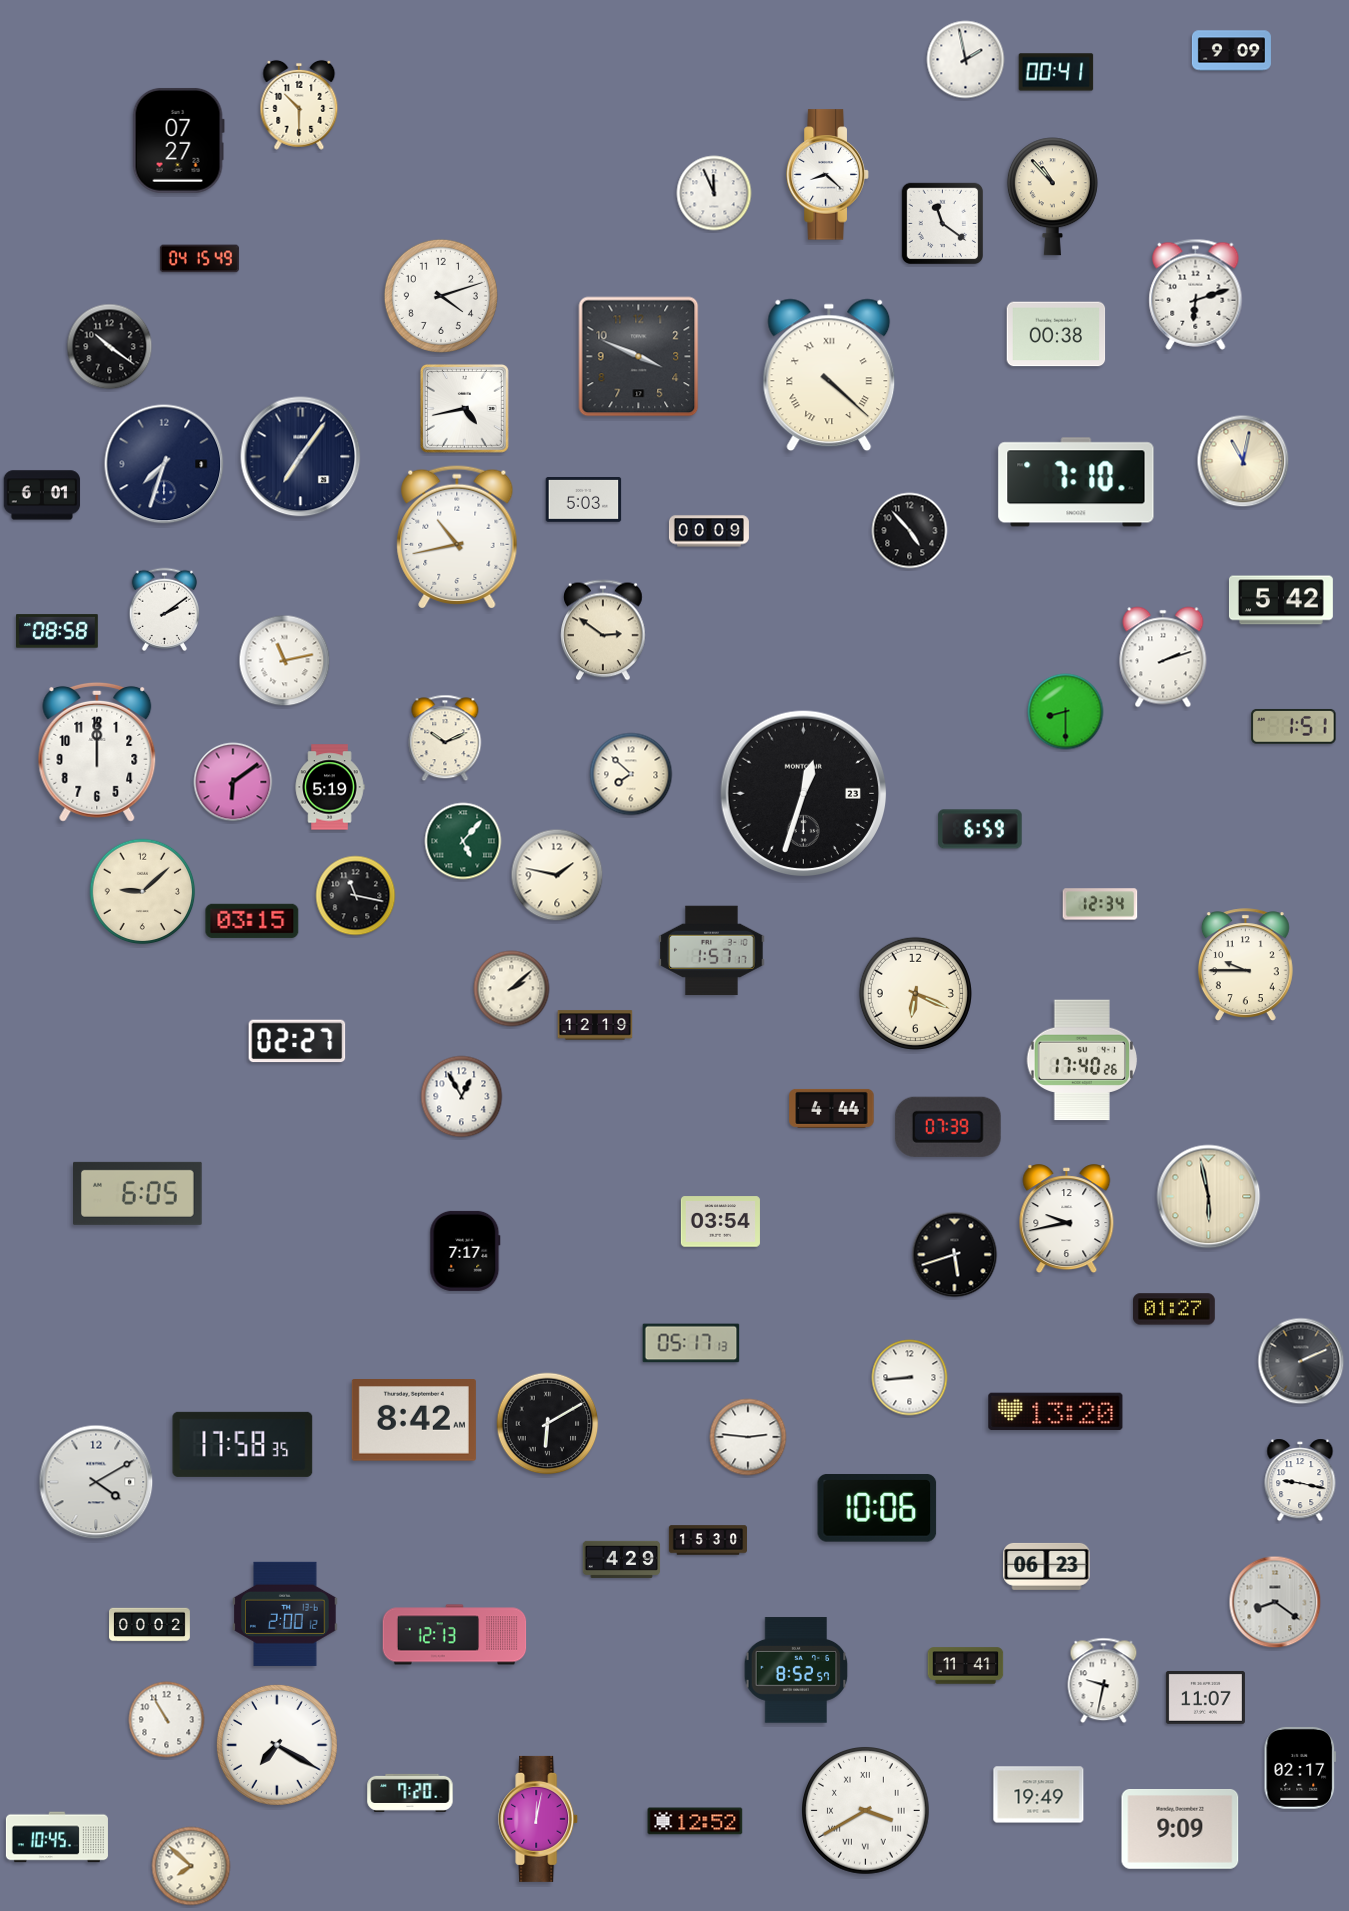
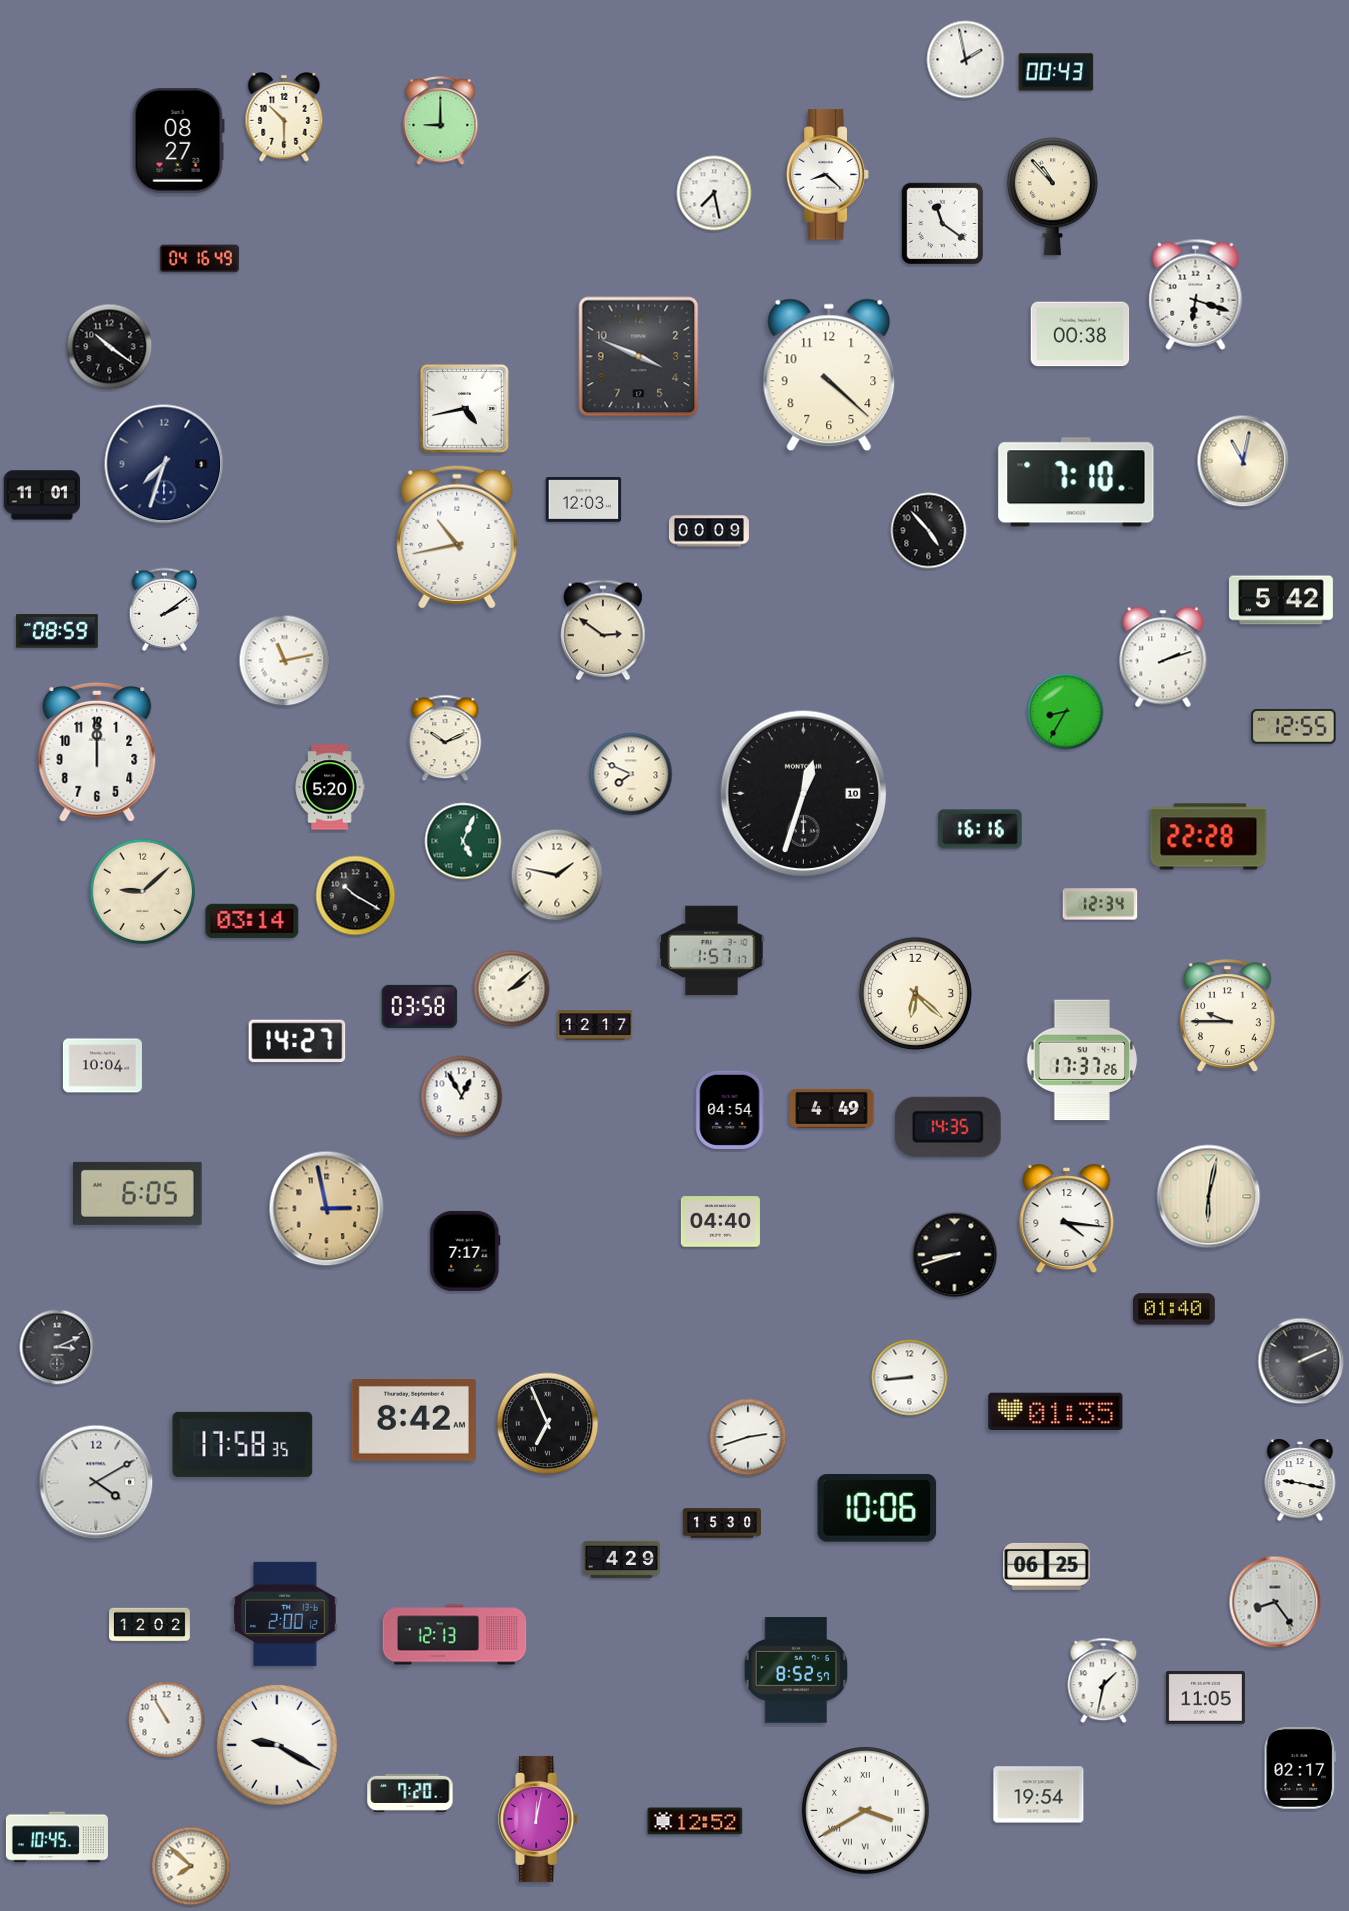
clock at (1231, 51): 9:09 -> none
clock at (1056, 72): 00:41 -> 00:43
clock at (299, 105) position: (299, 105) -> (284, 117)
clock at (441, 121): none -> 9:00
clock at (178, 140): 07:27 -> 08:27
clock at (714, 193): 11:56 -> 7:28
clock at (199, 259): 04:15 -> 04:16
clock at (1196, 294): 6:12 -> 6:18
clock at (441, 296): 4:12 -> none
clock at (1056, 334) position: (1056, 334) -> (1080, 334)
clock at (829, 375) numerals: Roman -> Arabic
clock at (301, 457): 7:06 -> none
clock at (42, 495): 6:01 -> 11:01
clock at (584, 500): 5:03 -> 12:03
clock at (910, 531) position: (910, 531) -> (929, 531)
clock at (58, 631): 08:58 -> 08:59
clock at (1066, 712): 8:30 -> 8:35
clock at (1294, 727): 1:51 -> 12:55
clock at (631, 774): 7:52 -> 7:49
clock at (233, 782): 6:09 -> none
clock at (330, 787): 5:19 -> 5:20
clock at (804, 794) date: 23 -> 10
clock at (980, 829): 6:59 -> 16:16
clock at (1209, 837): none -> 22:28
clock at (463, 841): 5:07 -> 5:04
clock at (356, 896): 11:17 -> 10:20
clock at (252, 921): 03:15 -> 03:14
clock at (1245, 964) position: (1245, 964) -> (1227, 1015)
clock at (915, 993): 6:19 -> 6:22
clock at (420, 1006): none -> 03:58
clock at (595, 1025): 12:19 -> 12:17
clock at (297, 1041): 02:27 -> 14:27
clock at (1082, 1060): 17:40 -> 17:37
clock at (102, 1066): none -> 10:04
clock at (832, 1108): 4:44 -> 4:49
clock at (730, 1110): none -> 04:54
clock at (948, 1127): 07:39 -> 14:35
clock at (1209, 1197): 5:58 -> 6:02
clock at (327, 1209): none -> 2:58
clock at (1067, 1219): 9:43 -> 4:16
clock at (720, 1222): 03:54 -> 04:40
clock at (955, 1255): 5:42 -> 8:42
clock at (1175, 1309): 01:27 -> 01:40
clock at (691, 1343): 05:17 -> none
clock at (57, 1347): none -> 3:11
clock at (1056, 1412): 13:20 -> 01:35
clock at (548, 1424): 6:10 -> 6:56
clock at (748, 1437): 2:46 -> 2:42
clock at (707, 1540) position: (707, 1540) -> (721, 1523)
clock at (1047, 1566): 06:23 -> 06:25
clock at (1275, 1602): 8:21 -> 8:24
clock at (150, 1625): 00:02 -> 12:02
clock at (966, 1666): 11:41 -> none
clock at (1104, 1681): 9:32 -> 1:32
clock at (1205, 1697): 11:07 -> 11:05
clock at (277, 1745): 7:20 -> 9:20
clock at (1039, 1795): 19:49 -> 19:54
clock at (1180, 1830): 9:09 -> none
